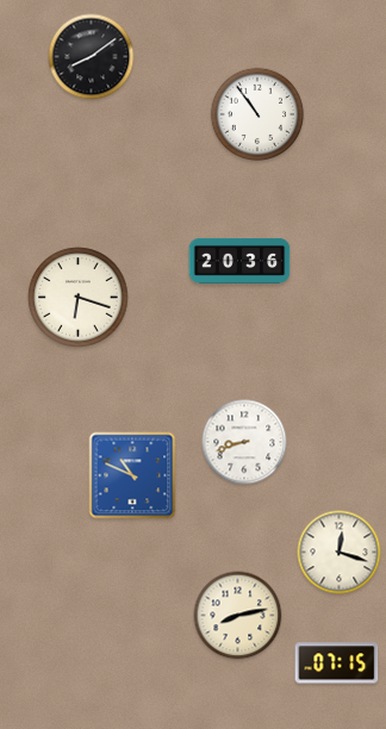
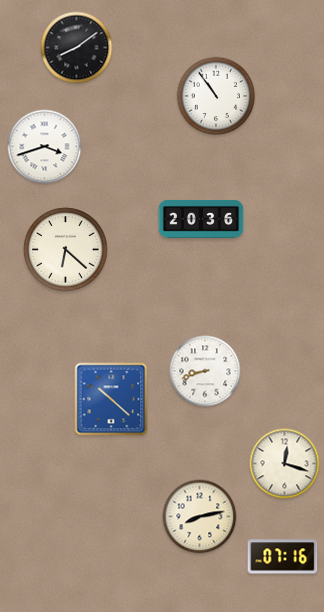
clock at (45, 147): none -> 3:42
clock at (79, 298): 6:18 -> 6:22
clock at (132, 475): 10:49 -> 10:22
clock at (337, 663): 07:15 -> 07:16
